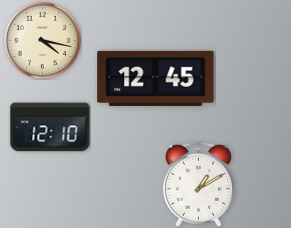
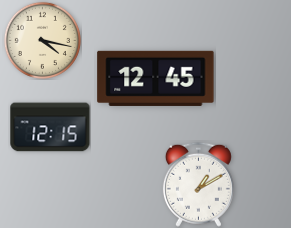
clock at (50, 127): 12:10 -> 12:15
